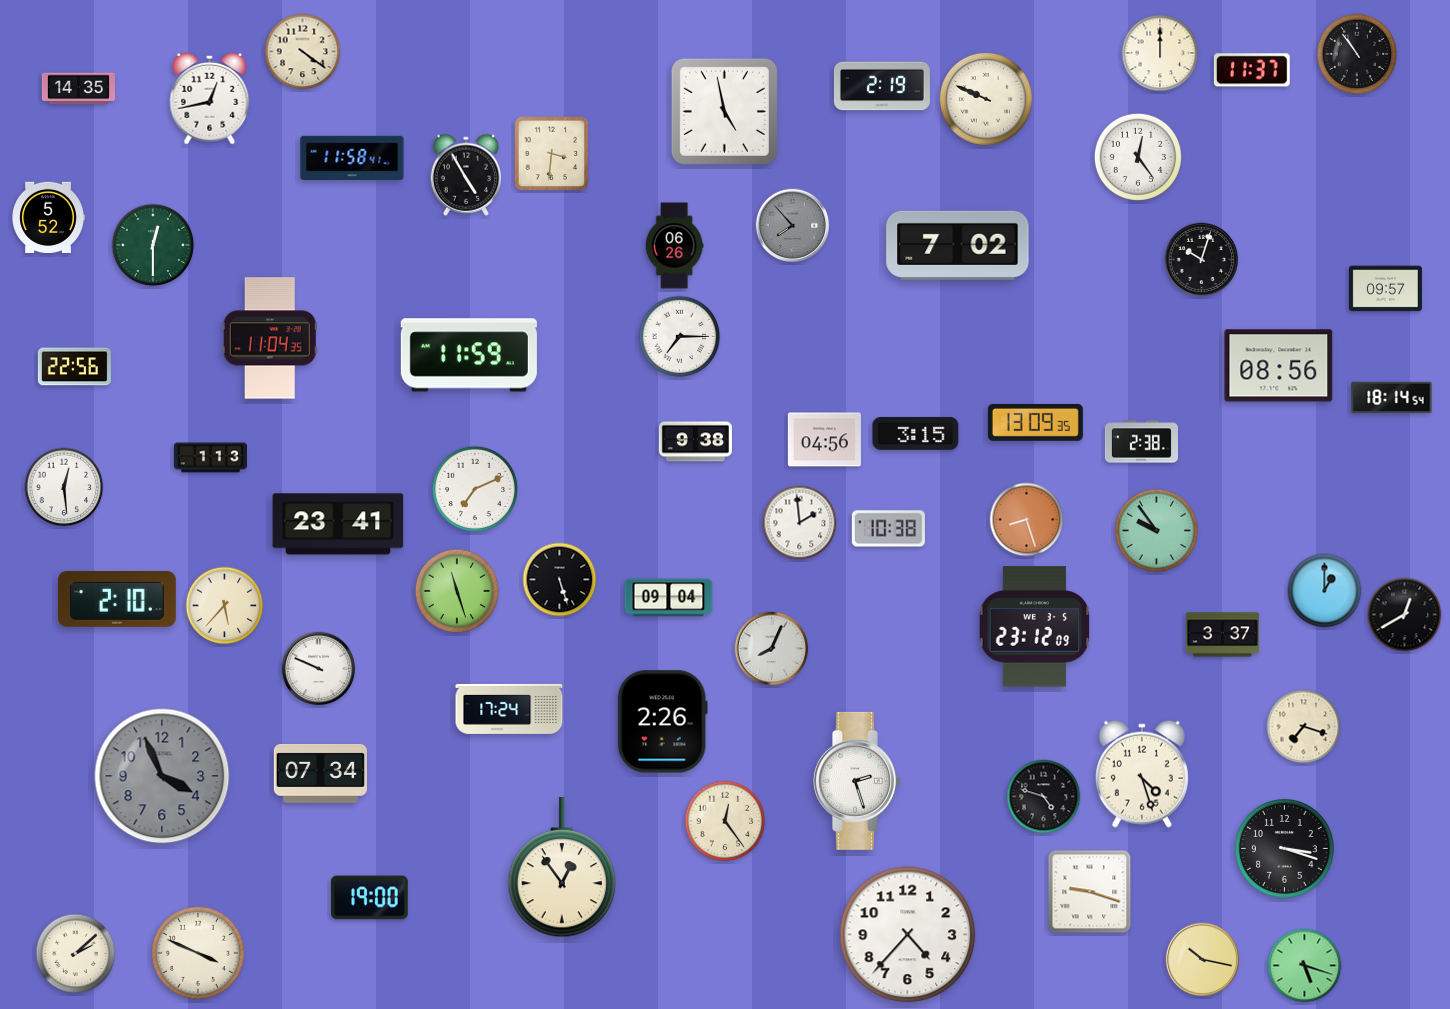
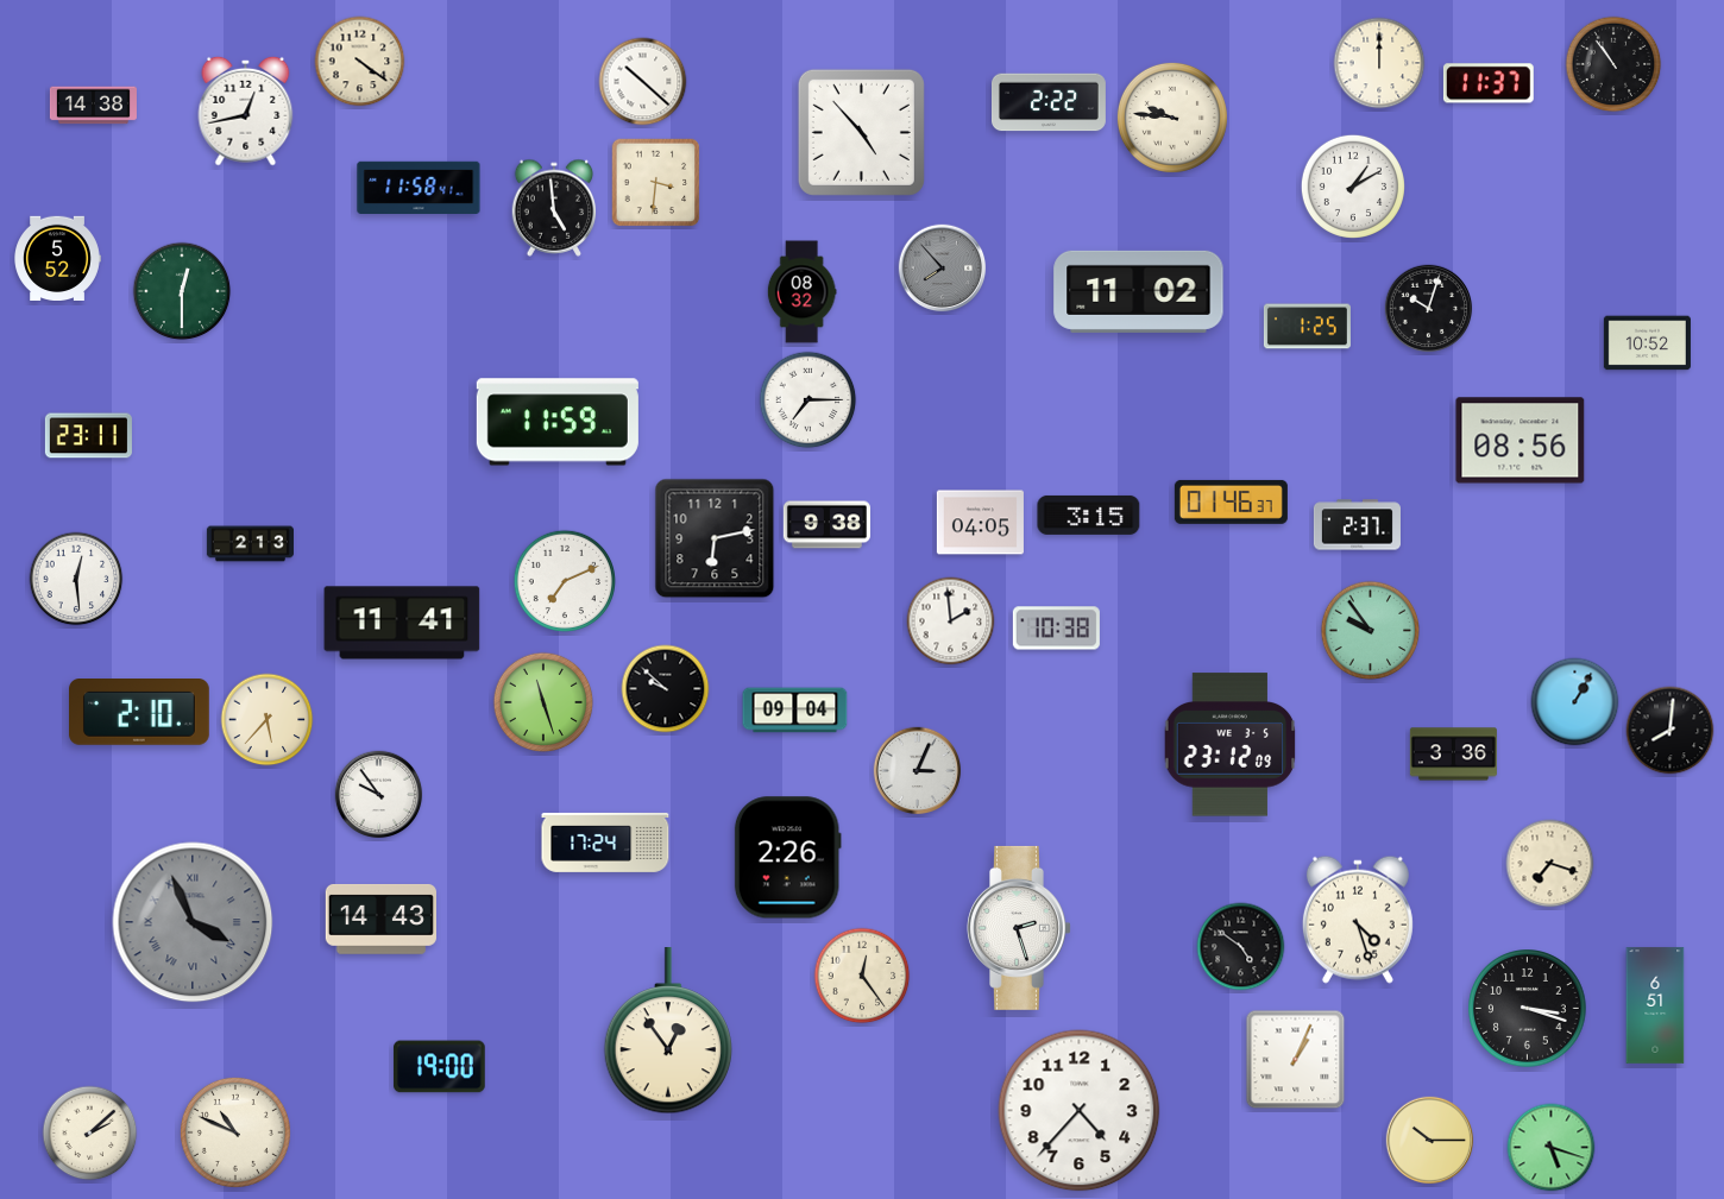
clock at (643, 82): none -> 10:22
clock at (882, 86): 2:19 -> 2:22
clock at (78, 89): 14:35 -> 14:38
clock at (210, 98) position: (210, 98) -> (246, 111)
clock at (986, 99): 9:49 -> 9:46
clock at (724, 111): 4:58 -> 4:53
clock at (1138, 157): 12:24 -> 1:10
clock at (466, 175): 4:55 -> 4:59
clock at (958, 245): 7:02 -> 11:02
clock at (674, 246): 06:26 -> 08:32
clock at (1307, 327): none -> 1:25
clock at (1385, 289): 09:57 -> 10:52
clock at (270, 338): 11:04 -> none
clock at (1279, 366) position: (1279, 366) -> (1521, 441)
clock at (74, 367): 22:56 -> 23:11
clock at (1392, 398): 18:14 -> none
clock at (1035, 422): 13:09 -> 01:46
clock at (824, 440): 04:56 -> 04:05
clock at (1141, 442): 2:38 -> 2:37
clock at (715, 538): none -> 6:13
clock at (210, 458): 1:13 -> 2:13
clock at (1027, 520): 8:27 -> none
clock at (338, 524): 23:41 -> 11:41
clock at (1157, 531) position: (1157, 531) -> (1371, 631)
clock at (560, 580): 5:27 -> 9:52
clock at (1325, 591): 1:00 -> 1:05
clock at (1405, 615): 12:40 -> 8:01
clock at (1222, 635): 3:37 -> 3:36
clock at (772, 649): 8:04 -> 3:04
clock at (319, 669): 9:49 -> 9:54
clock at (320, 773): 07:34 -> 14:43
clock at (162, 776) numerals: Arabic -> Roman
clock at (1044, 797): 4:48 -> 4:51
clock at (1655, 1005): none -> 6:51
clock at (1090, 892): 9:18 -> 1:04
clock at (198, 953): 3:49 -> 10:49
clock at (1203, 960): 10:17 -> 10:15
